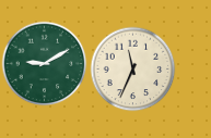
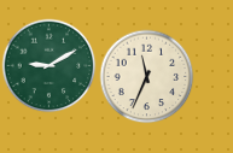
clock at (44, 63) position: (44, 63) -> (48, 65)
